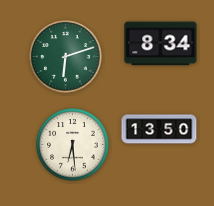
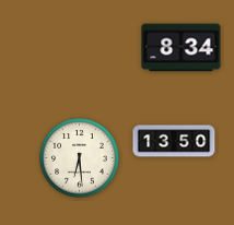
clock at (161, 44) position: (161, 44) -> (182, 48)
clock at (66, 57): 6:12 -> none
